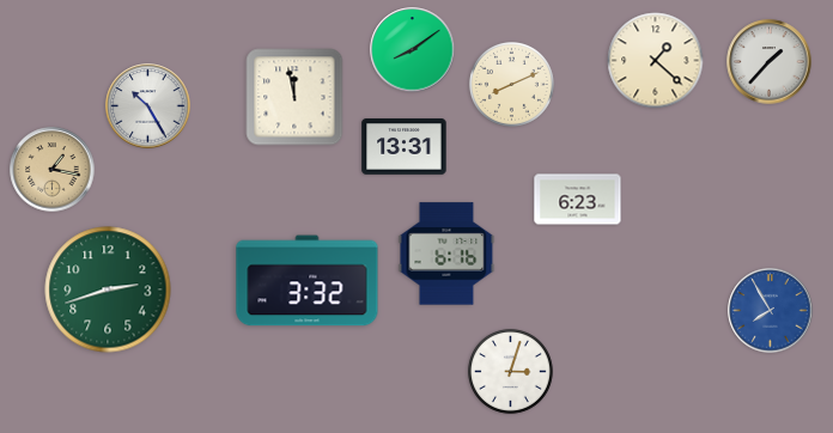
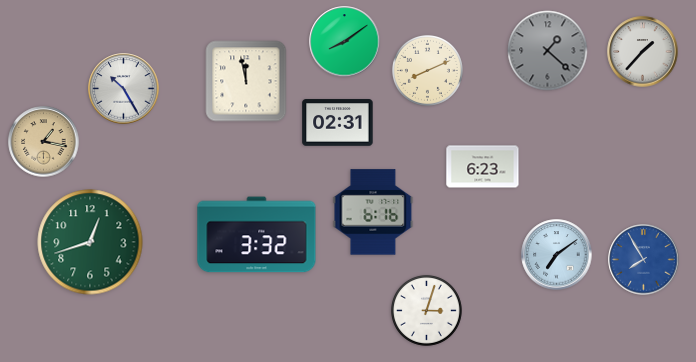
clock at (656, 61) dial: cream -> grey
clock at (405, 147): 13:31 -> 02:31
clock at (108, 289): 2:42 -> 12:42
clock at (557, 255): none -> 7:09
